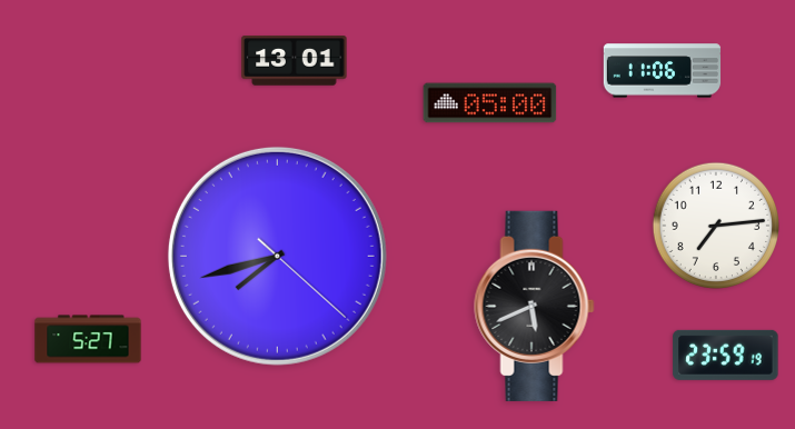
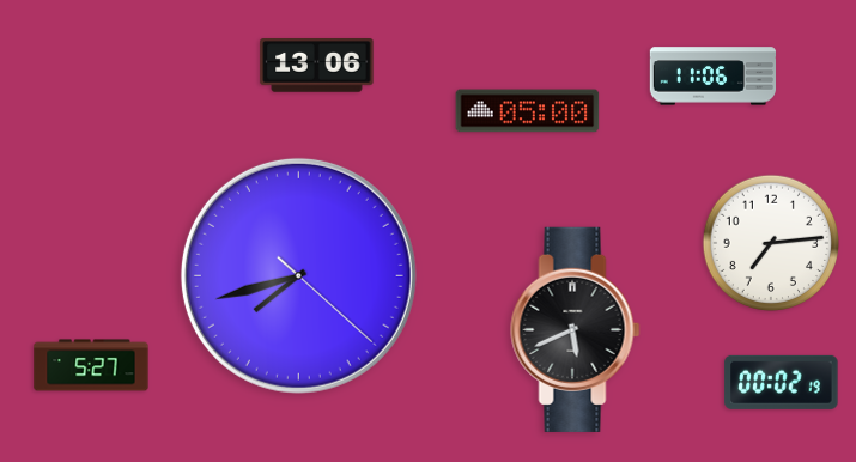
clock at (295, 61): 13:01 -> 13:06
clock at (88, 339) position: (88, 339) -> (91, 365)
clock at (726, 355): 23:59 -> 00:02
